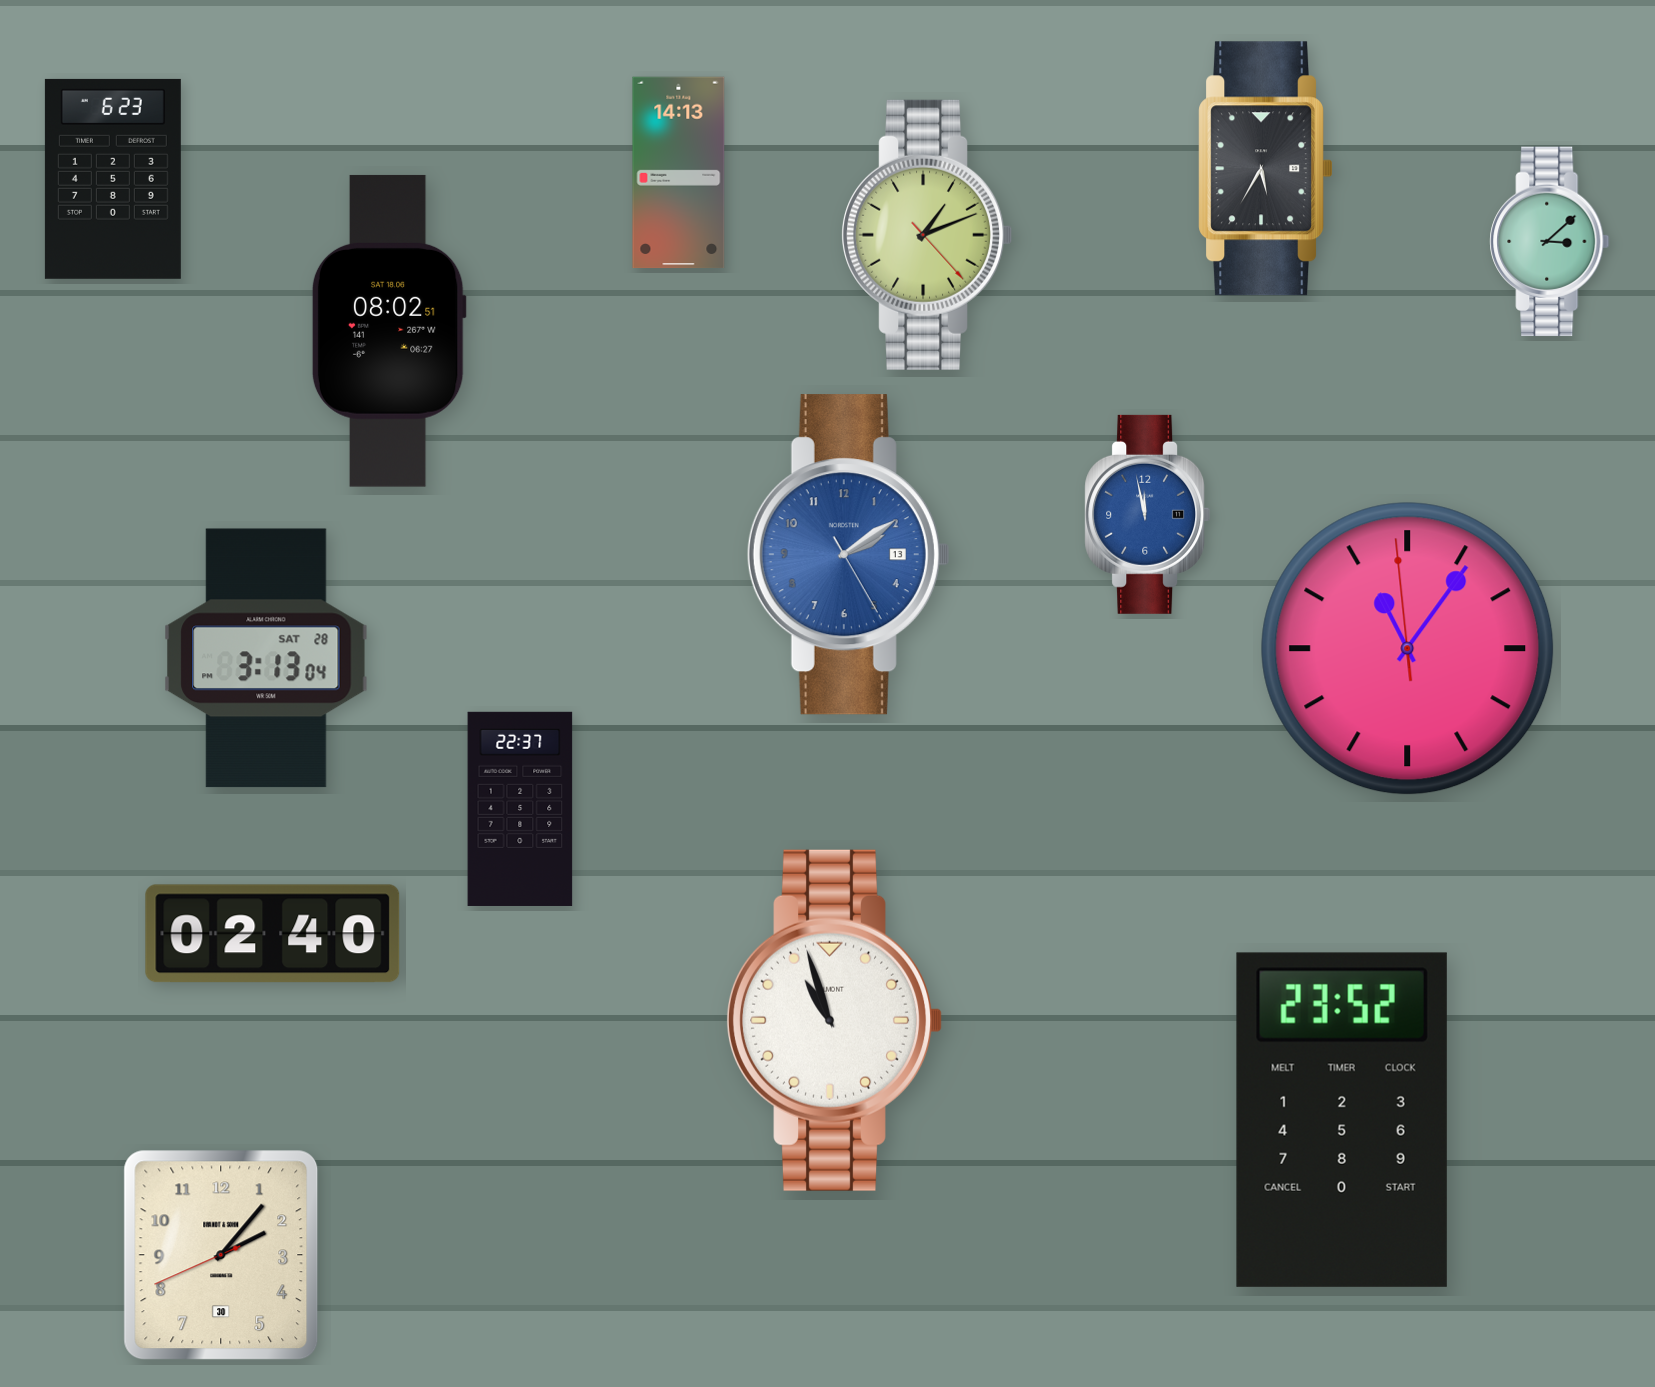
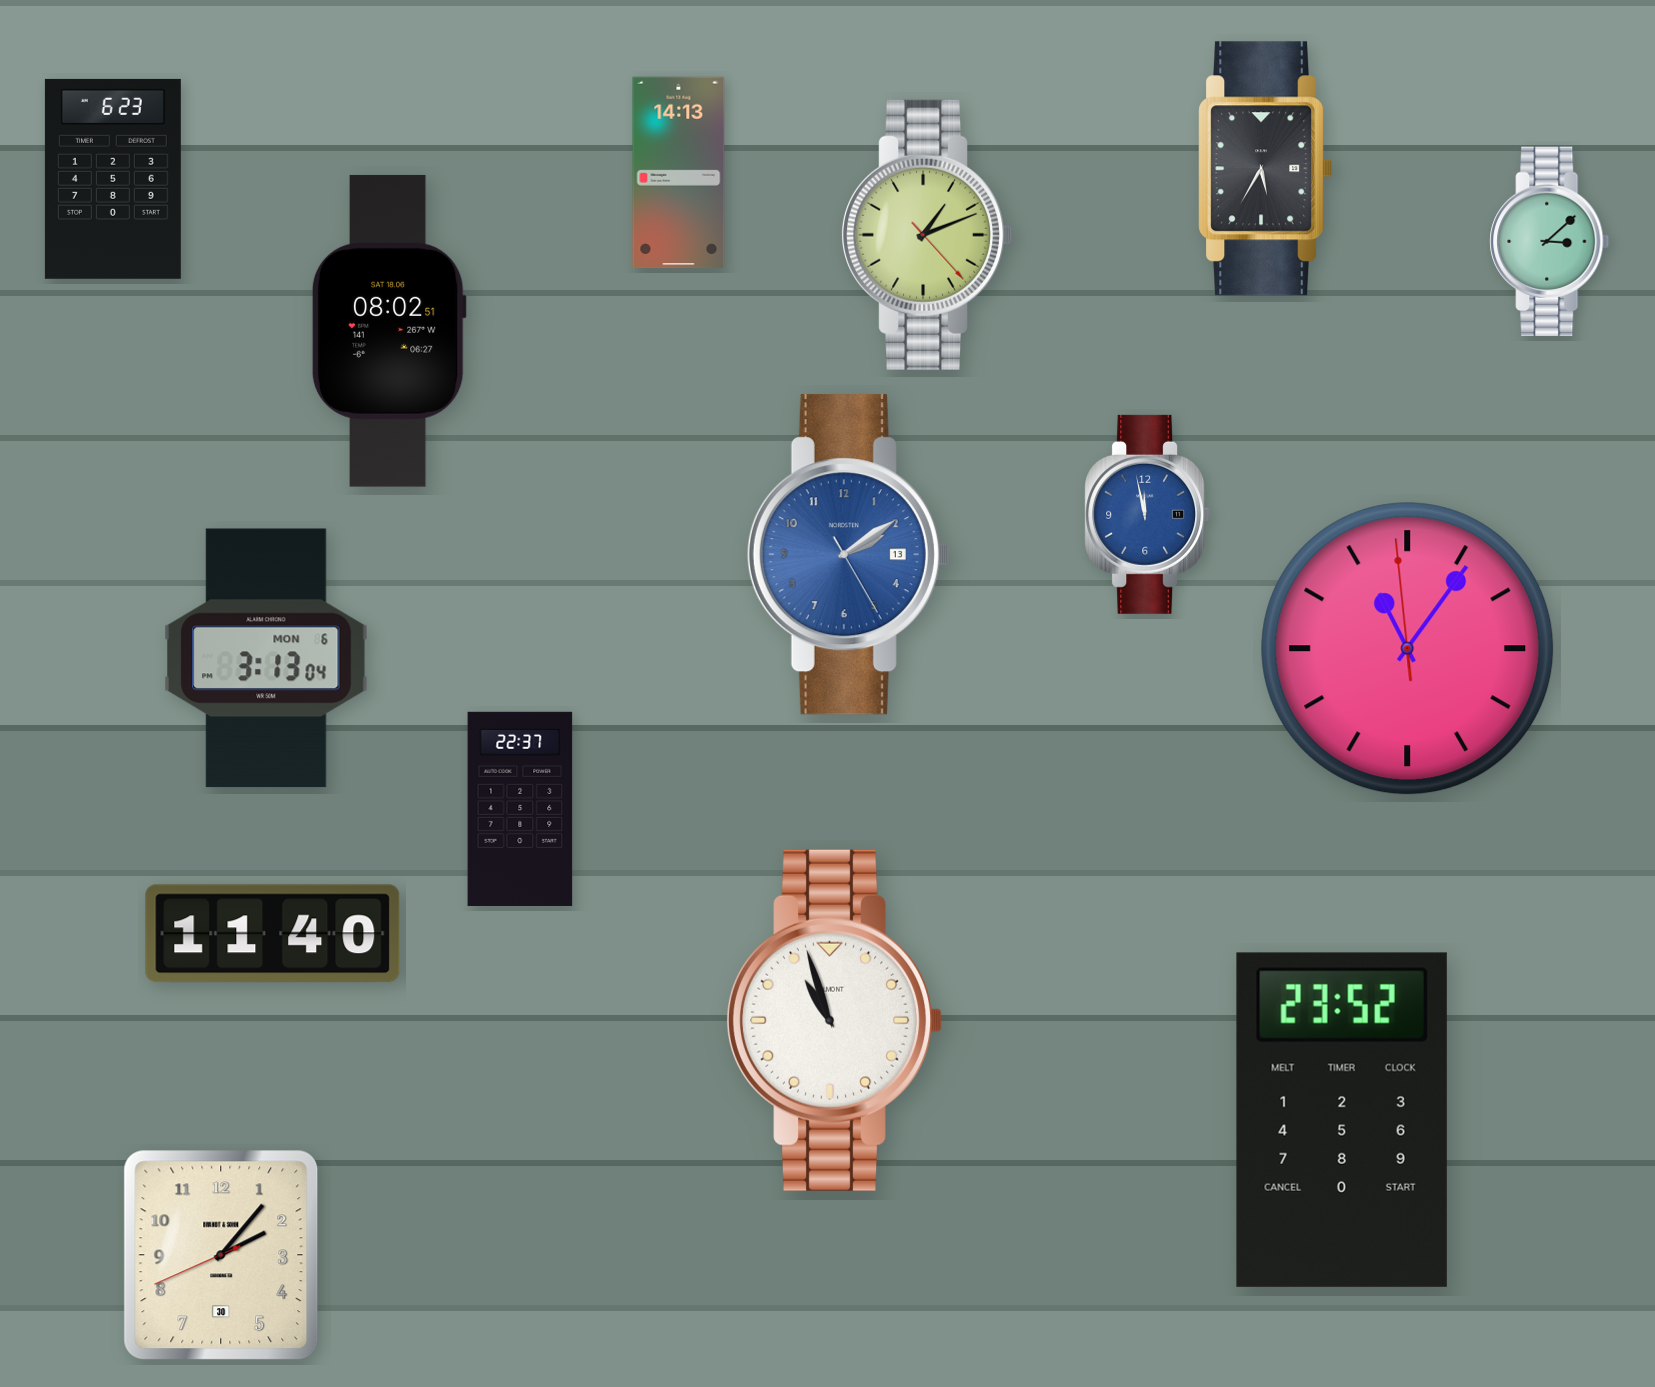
clock at (266, 658) date: SAT 28 -> MON 6
clock at (273, 934): 02:40 -> 11:40
